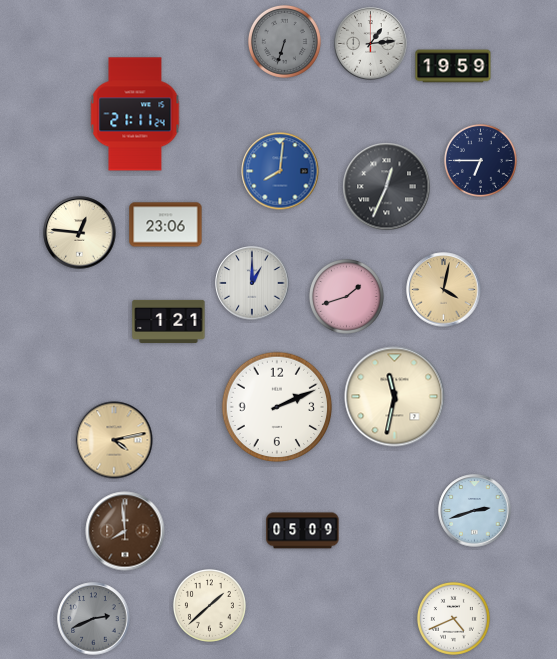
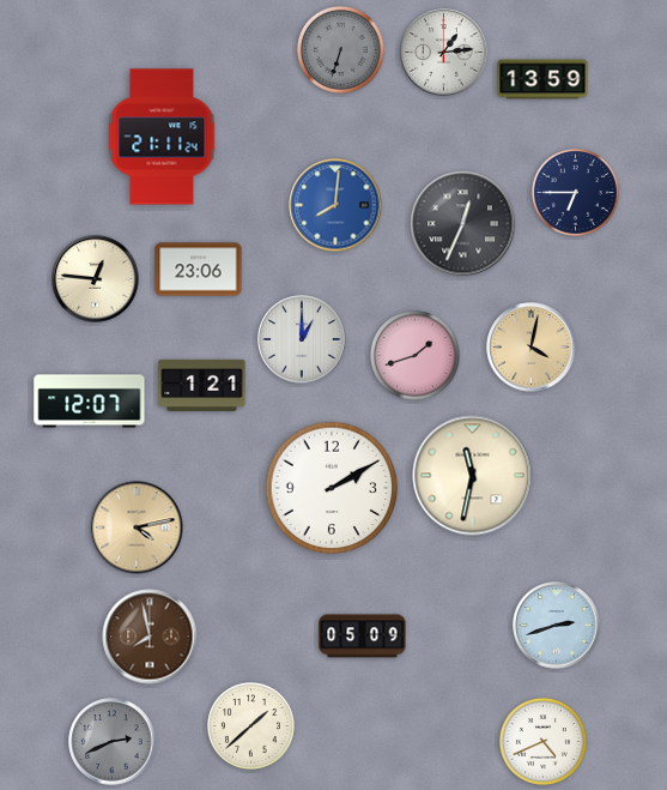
clock at (453, 66): 19:59 -> 13:59
clock at (90, 402): none -> 12:07
clock at (277, 407): 2:11 -> 2:10
clock at (475, 511) position: (475, 511) -> (557, 626)
clock at (125, 531): 7:59 -> 7:58
